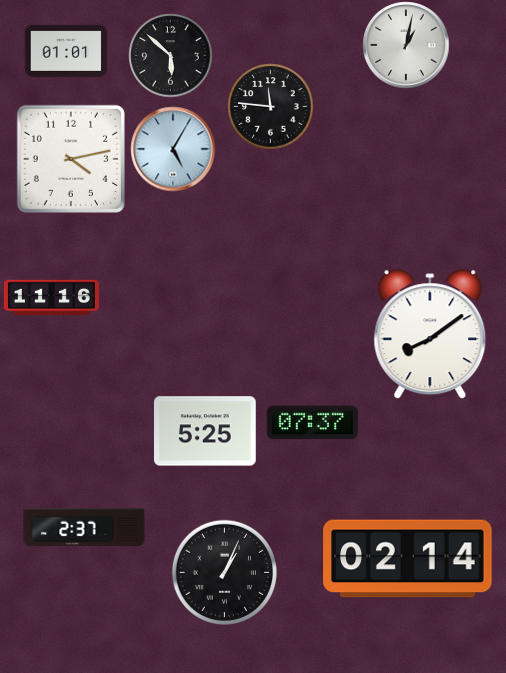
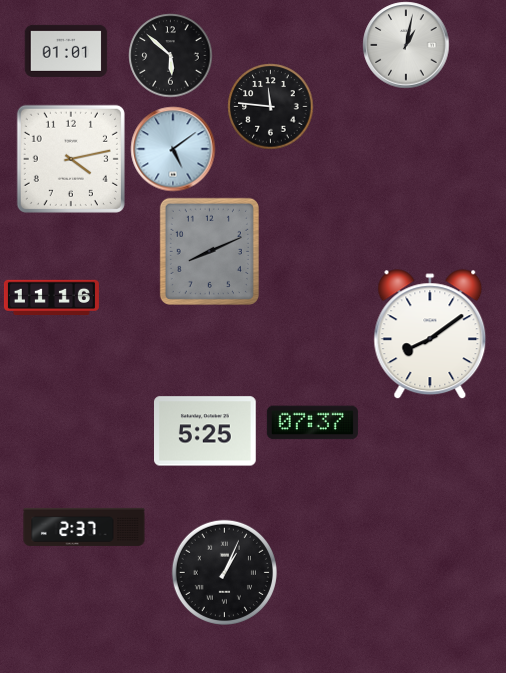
clock at (173, 149): 5:05 -> 5:09
clock at (209, 251): none -> 8:11
clock at (408, 559): 02:14 -> none
